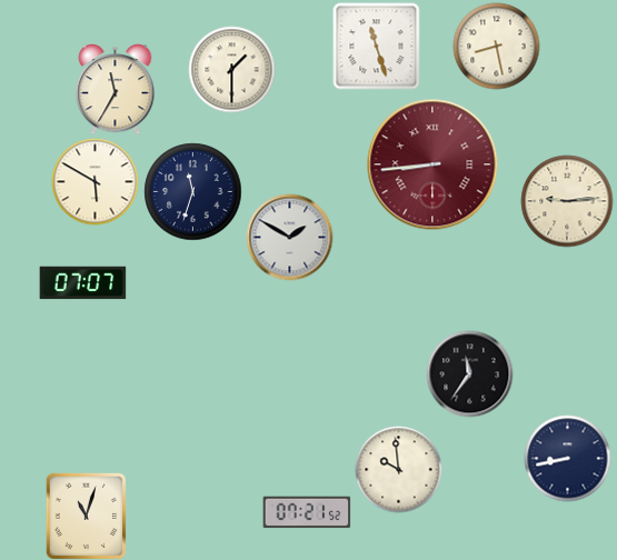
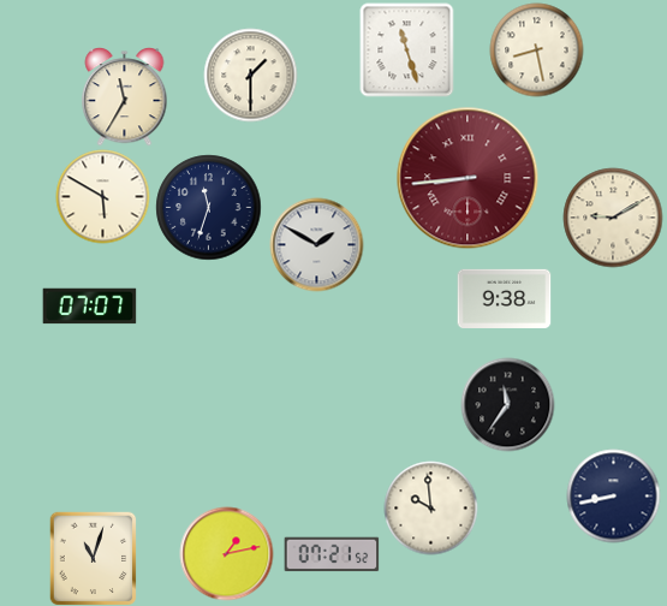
clock at (567, 201): 9:14 -> 9:10
clock at (289, 237) position: (289, 237) -> (316, 244)
clock at (504, 298): none -> 9:38
clock at (226, 553): none -> 1:13
